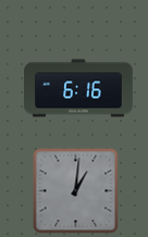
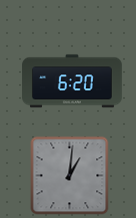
clock at (78, 88): 6:16 -> 6:20
